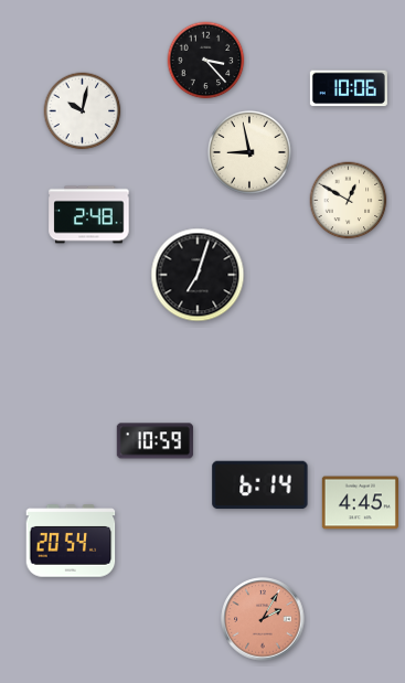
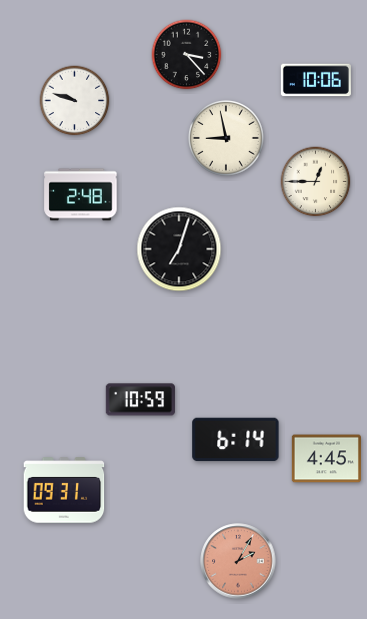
clock at (83, 111): 10:02 -> 9:48
clock at (349, 201): 12:50 -> 12:45
clock at (360, 503) position: (360, 503) -> (326, 459)
clock at (71, 541): 20:54 -> 09:31
